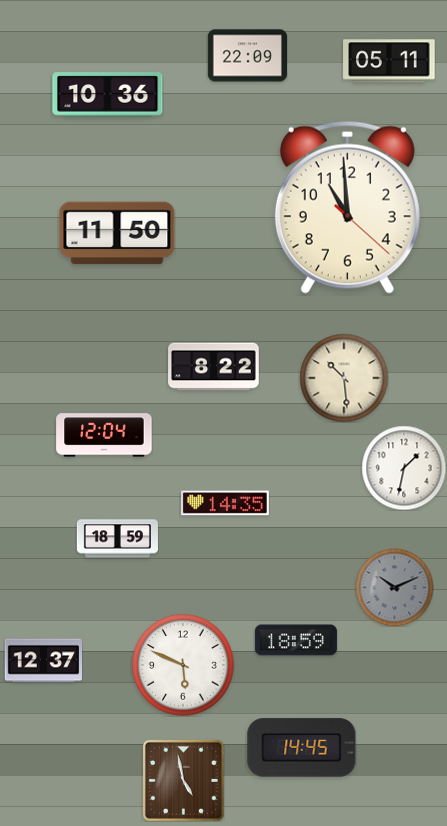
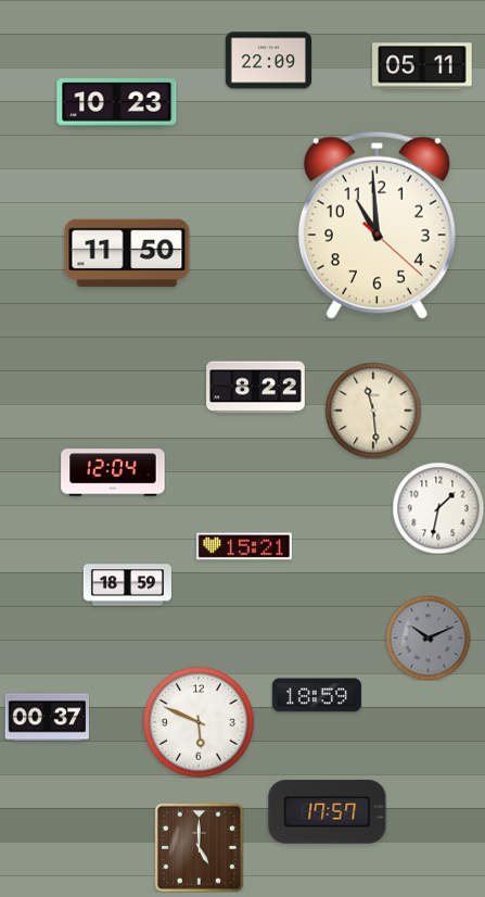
clock at (108, 95): 10:36 -> 10:23
clock at (214, 367) position: (214, 367) -> (256, 388)
clock at (344, 378): 10:29 -> 11:29
clock at (225, 503): 14:35 -> 15:21
clock at (296, 640) position: (296, 640) -> (317, 695)
clock at (43, 661): 12:37 -> 00:37
clock at (302, 748): 14:45 -> 17:57
clock at (183, 780): 4:58 -> 5:00
